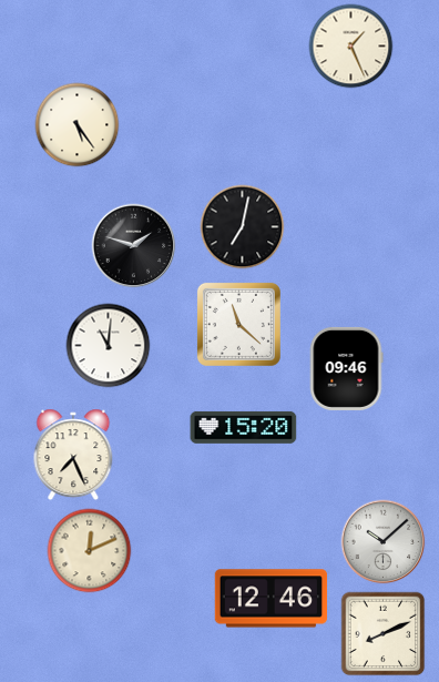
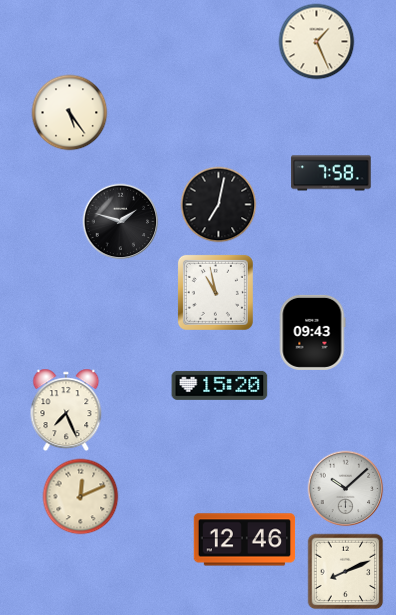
clock at (331, 173): none -> 7:58
clock at (238, 324): 11:22 -> 10:58
clock at (109, 346): 11:01 -> none
clock at (346, 368): 09:46 -> 09:43
